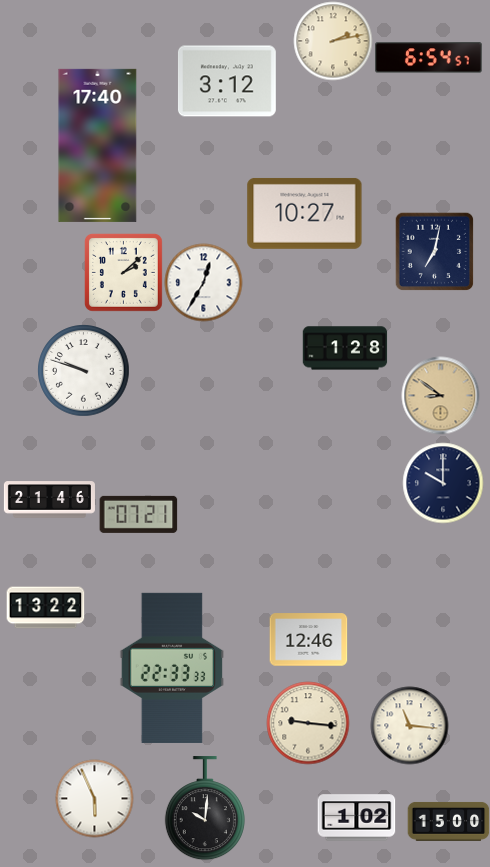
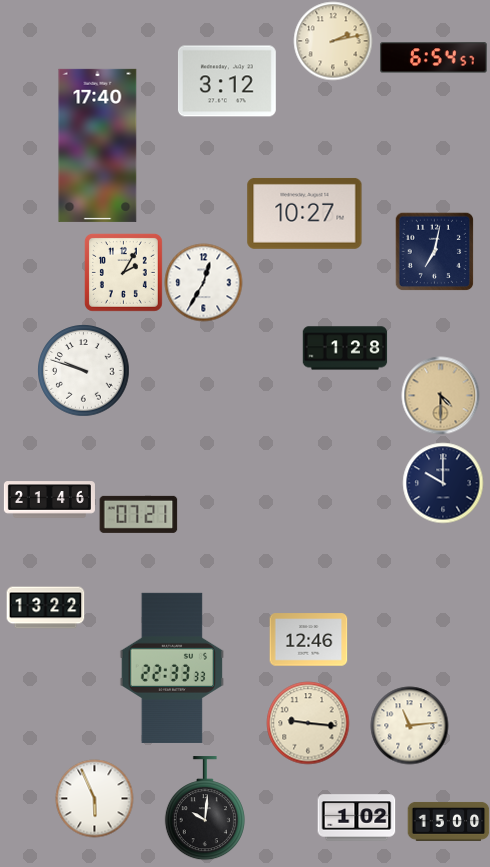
clock at (429, 58) position: (429, 58) -> (434, 58)
clock at (123, 272): 2:08 -> 2:05
clock at (440, 395): 8:51 -> 4:30
clock at (409, 725): 11:16 -> 11:14
